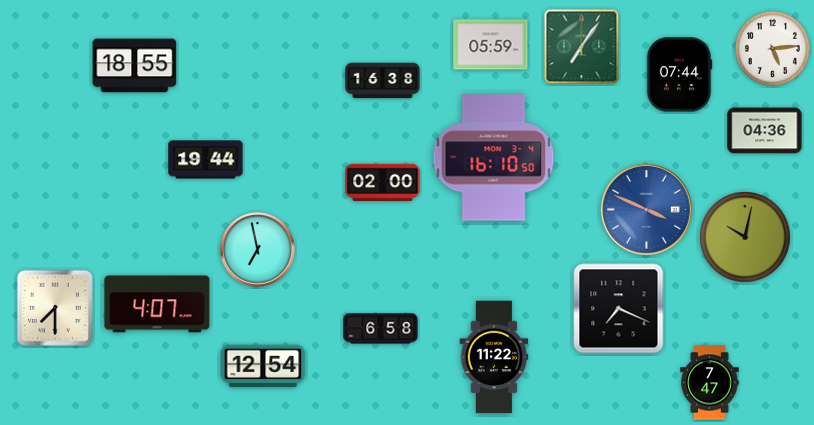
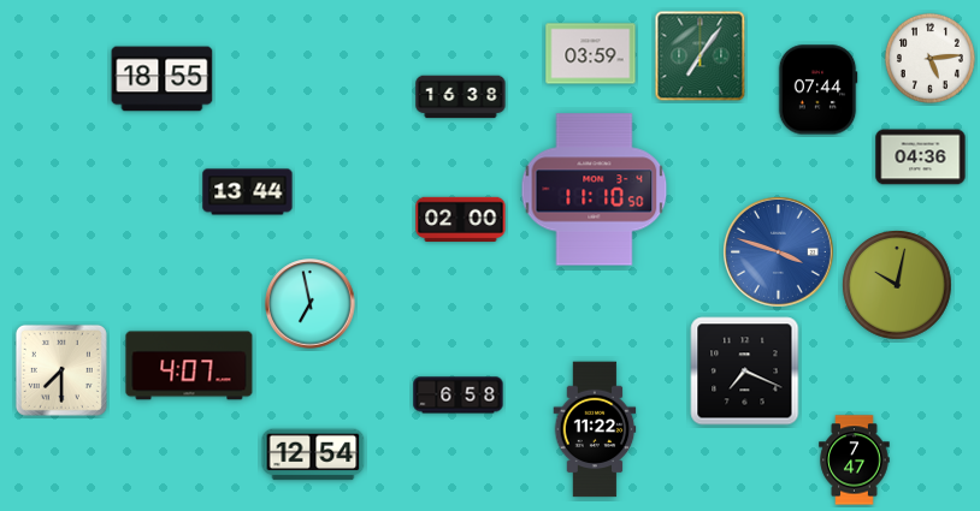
clock at (491, 45): 05:59 -> 03:59
clock at (494, 158): 16:10 -> 11:10
clock at (206, 160): 19:44 -> 13:44
clock at (647, 210): 3:49 -> 3:48
clock at (258, 250) position: (258, 250) -> (311, 304)
clock at (55, 308) position: (55, 308) -> (61, 370)
clock at (263, 366) position: (263, 366) -> (313, 454)
